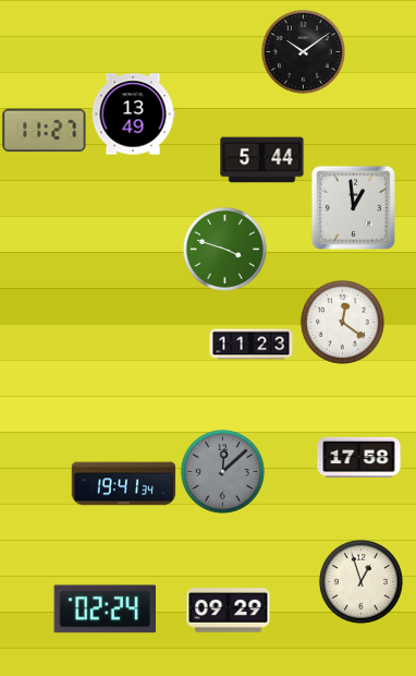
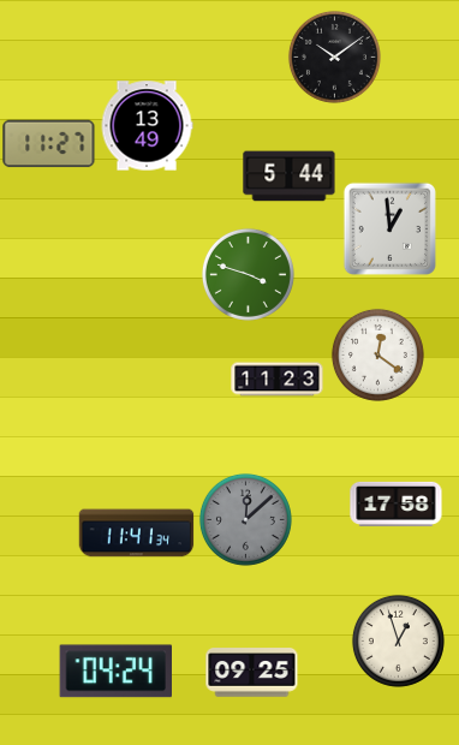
clock at (124, 484): 19:41 -> 11:41
clock at (105, 609): 02:24 -> 04:24
clock at (229, 611): 09:29 -> 09:25
